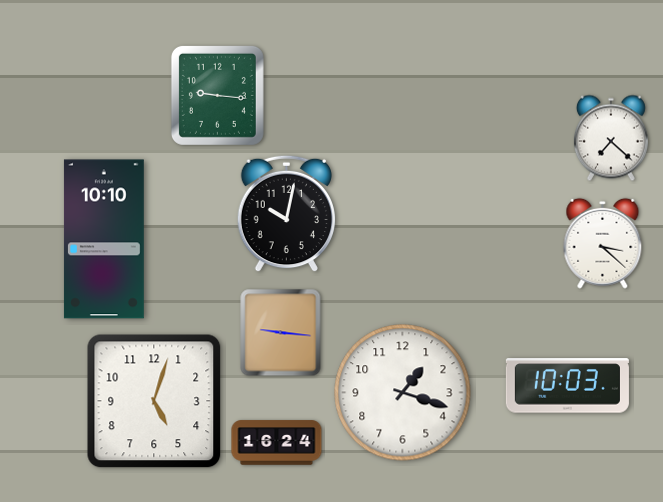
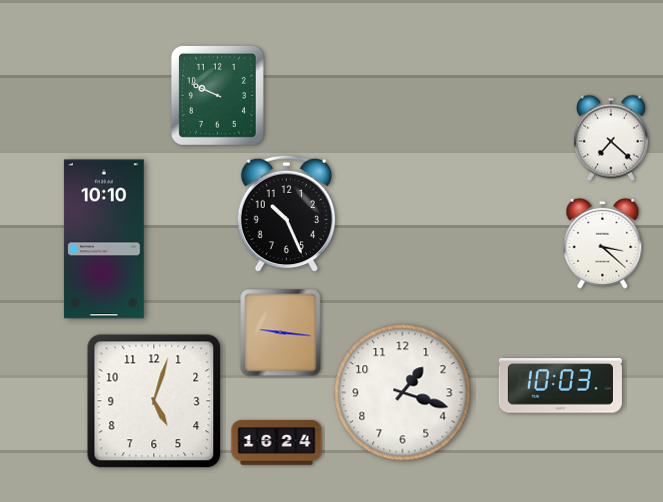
clock at (217, 95): 9:16 -> 9:49
clock at (286, 214): 10:02 -> 10:26
clock at (567, 386) position: (567, 386) -> (560, 386)
